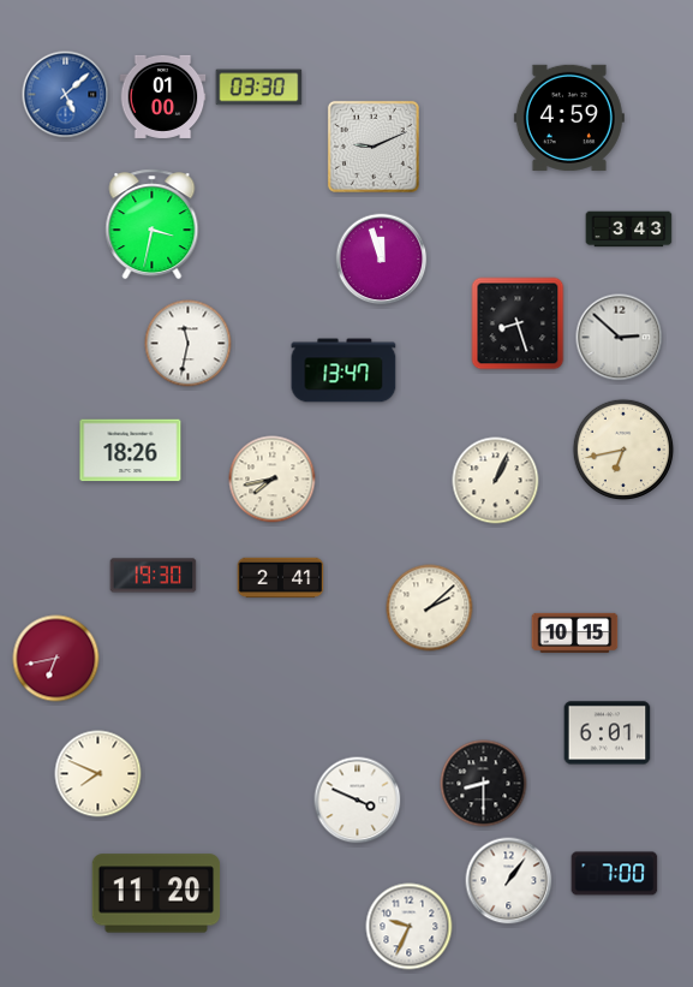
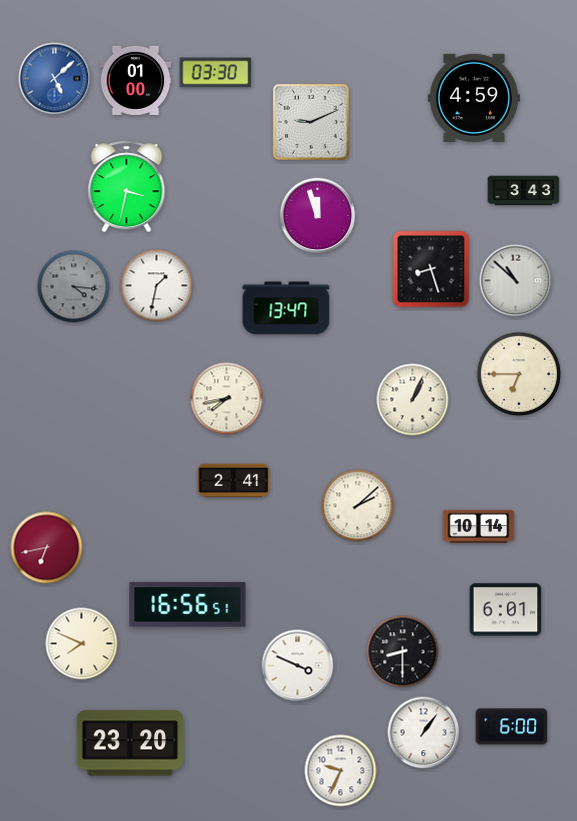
clock at (620, 338): 2:52 -> 10:52
clock at (189, 344): 11:32 -> 1:32
clock at (74, 287): none -> 4:16
clock at (623, 450): 6:43 -> 6:45
clock at (131, 451): 18:26 -> none
clock at (154, 576): 19:30 -> none
clock at (575, 632): 10:15 -> 10:14
clock at (188, 605): none -> 16:56
clock at (615, 874): 7:00 -> 6:00
clock at (156, 893): 11:20 -> 23:20
